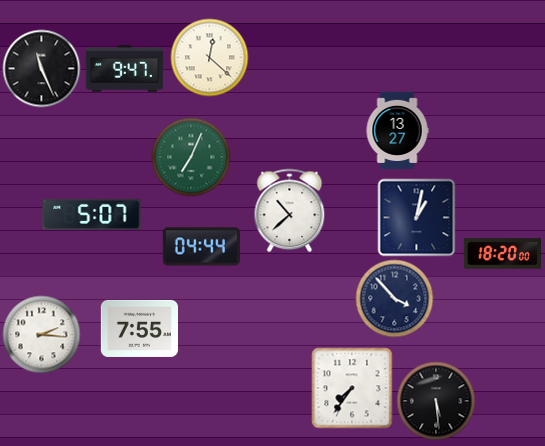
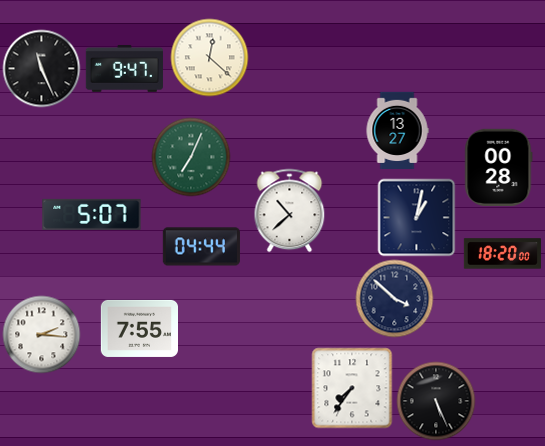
clock at (499, 167): none -> 00:28
clock at (394, 298): 3:53 -> 3:52
clock at (436, 401): 5:29 -> 5:26
